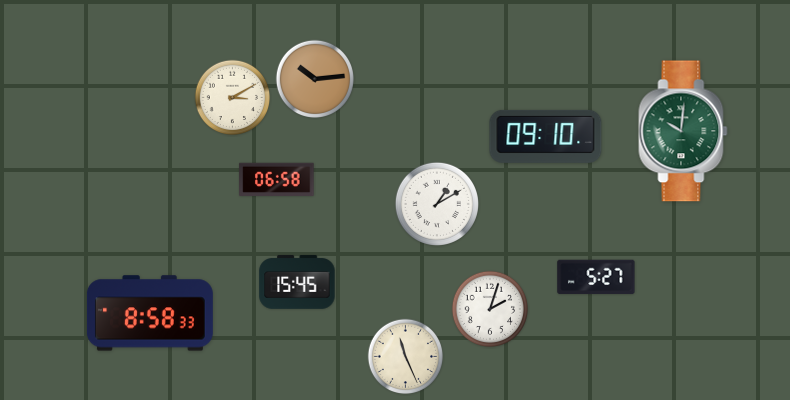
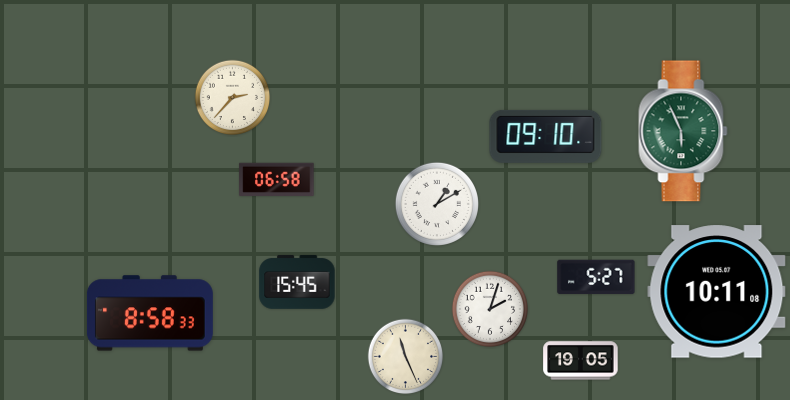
clock at (314, 78): 10:14 -> none
clock at (233, 98): 3:10 -> 2:37
clock at (683, 131): 10:01 -> 5:56
clock at (717, 292): none -> 10:11
clock at (581, 361): none -> 19:05
